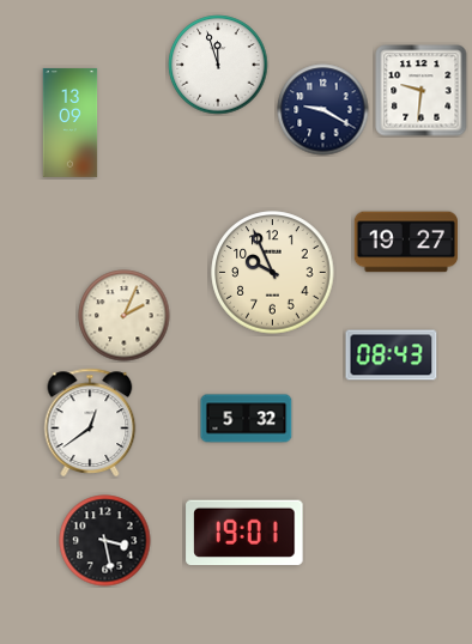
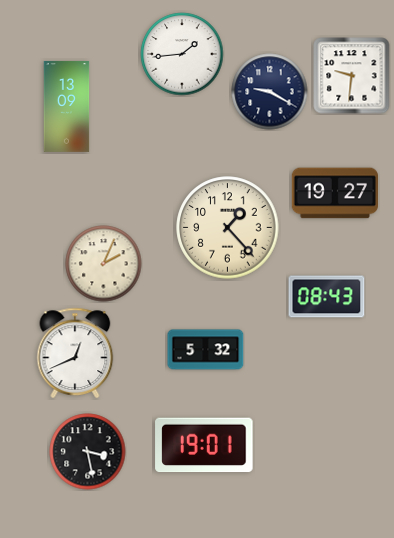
clock at (218, 65): 11:57 -> 1:44
clock at (71, 122) position: (71, 122) -> (67, 106)
clock at (405, 242) position: (405, 242) -> (334, 193)
clock at (273, 273): 9:56 -> 1:23
clock at (90, 423): 12:39 -> 12:41
